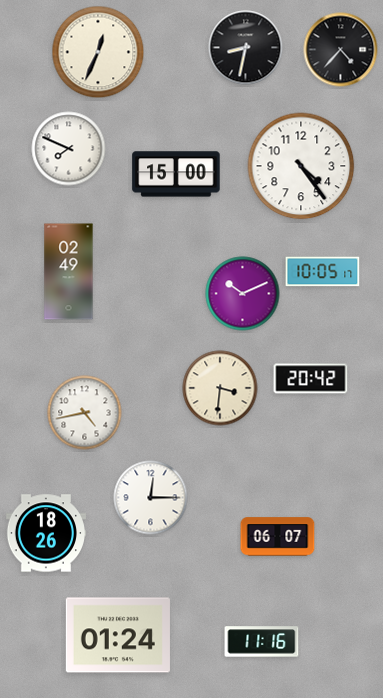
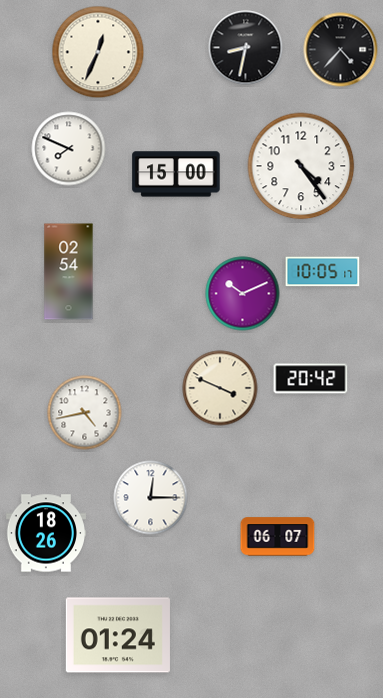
clock at (69, 272): 02:49 -> 02:54
clock at (220, 388): 3:31 -> 3:49
clock at (262, 642): 11:16 -> none
